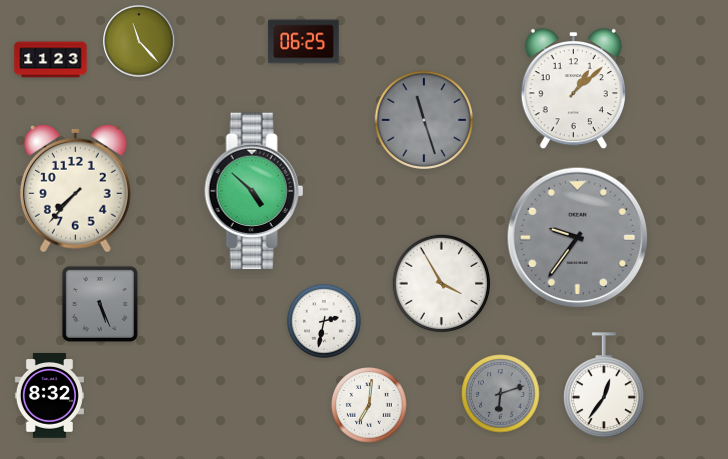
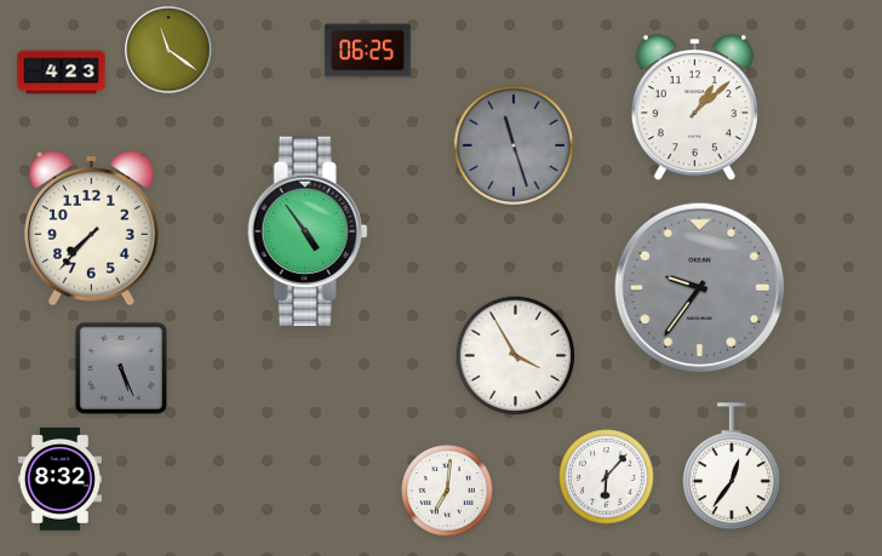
clock at (139, 41): 11:23 -> 11:21
clock at (51, 60): 11:23 -> 4:23
clock at (254, 191): 4:52 -> 4:54
clock at (441, 283) position: (441, 283) -> (515, 355)
clock at (324, 321): 2:32 -> none
clock at (501, 394): 6:12 -> 6:07
clock at (501, 394) dial: grey -> white
